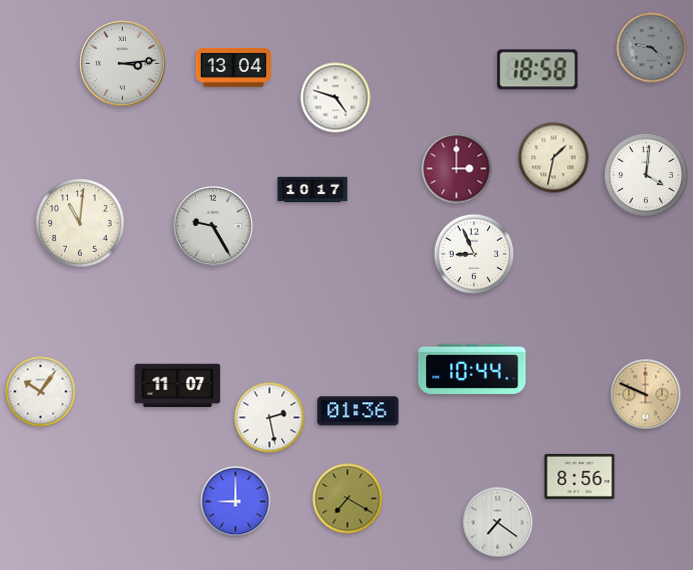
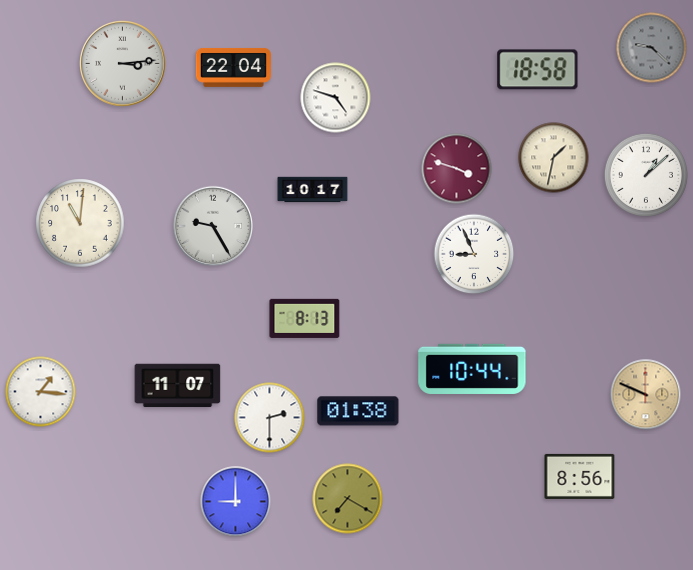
clock at (233, 67): 13:04 -> 22:04
clock at (457, 169): 3:00 -> 3:48
clock at (646, 175): 4:01 -> 1:08
clock at (305, 318): none -> 8:13
clock at (41, 392): 10:06 -> 1:16
clock at (358, 411): 01:36 -> 01:38
clock at (270, 418): 2:28 -> 2:30
clock at (498, 523): 7:21 -> none
